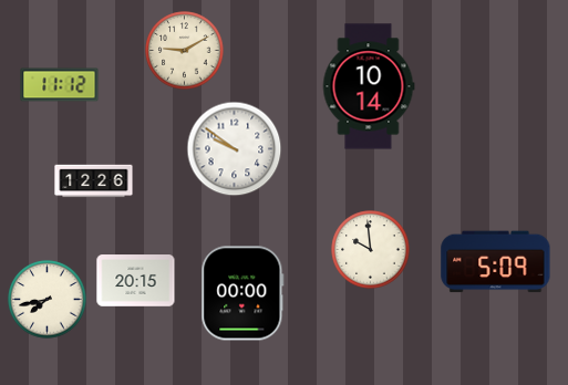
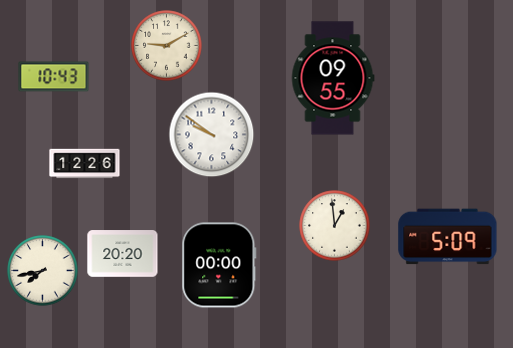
clock at (60, 85): 11:12 -> 10:43
clock at (369, 86): 10:14 -> 09:55
clock at (371, 250): 9:59 -> 12:59
clock at (136, 281): 20:15 -> 20:20
